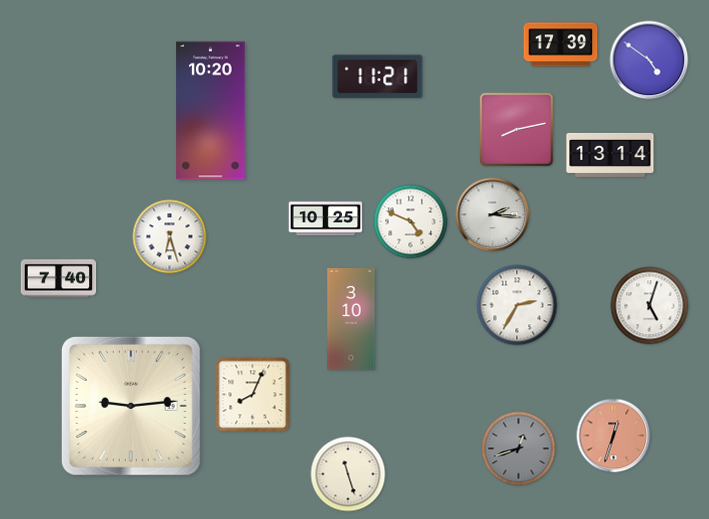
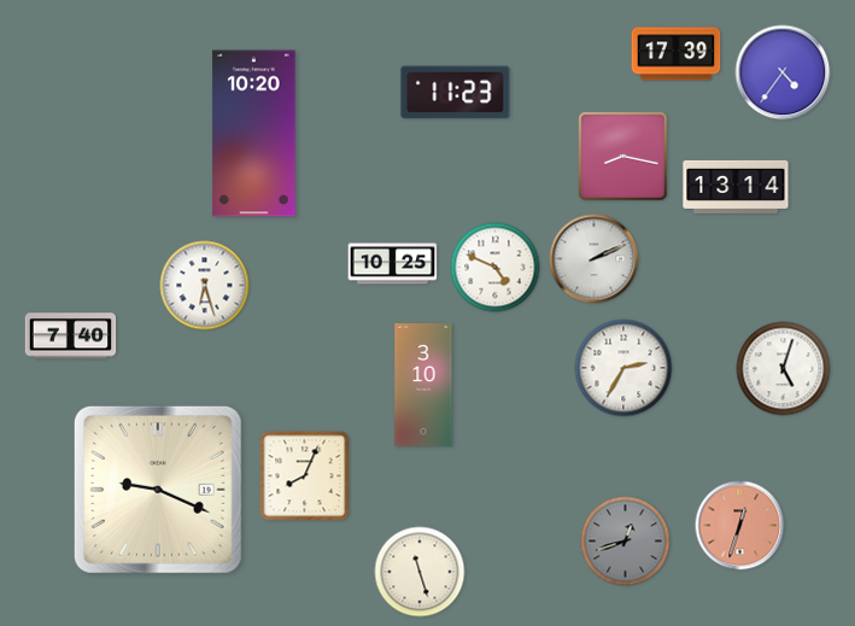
clock at (649, 60): 4:51 -> 4:36
clock at (378, 77): 11:21 -> 11:23
clock at (517, 130): 8:13 -> 8:17
clock at (493, 215): 2:16 -> 2:11
clock at (131, 406): 9:14 -> 9:19
